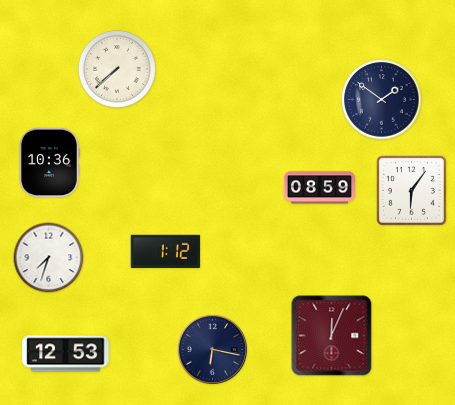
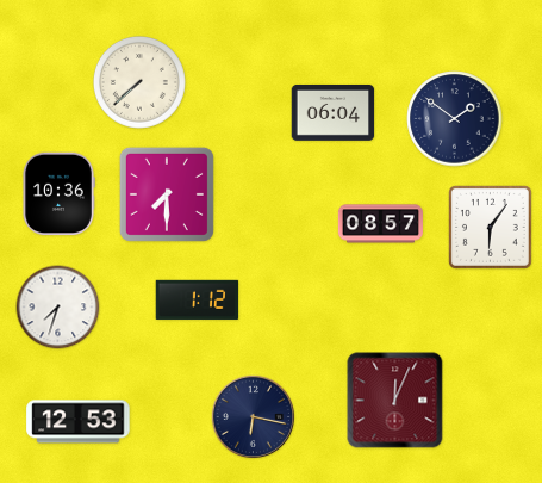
clock at (334, 112): none -> 06:04
clock at (167, 194): none -> 7:30
clock at (319, 188): 08:59 -> 08:57
